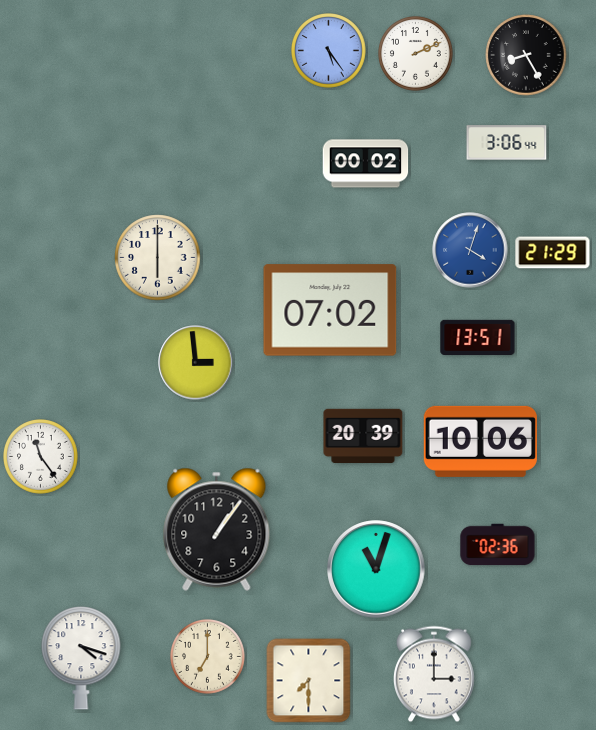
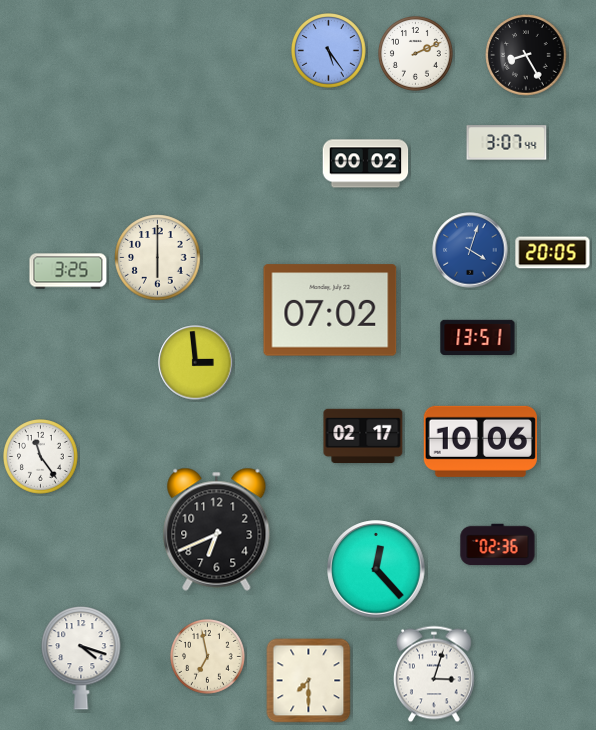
clock at (507, 143): 3:06 -> 3:07
clock at (553, 253): 21:29 -> 20:05
clock at (68, 271): none -> 3:25
clock at (363, 435): 20:39 -> 02:17
clock at (217, 529): 1:06 -> 6:41
clock at (376, 569): 11:03 -> 12:23
clock at (208, 657): 7:00 -> 6:58
clock at (435, 674): 3:00 -> 3:03
